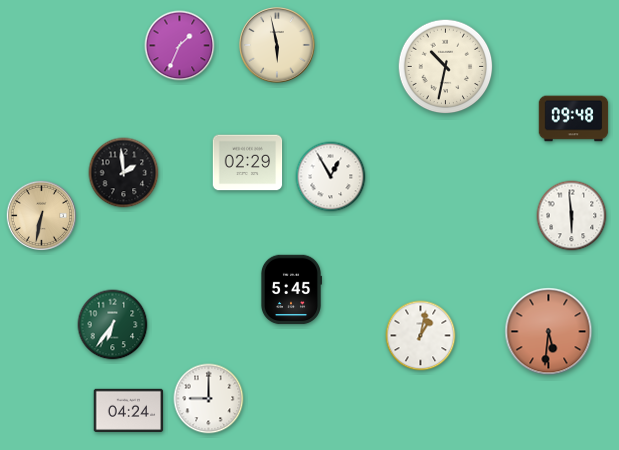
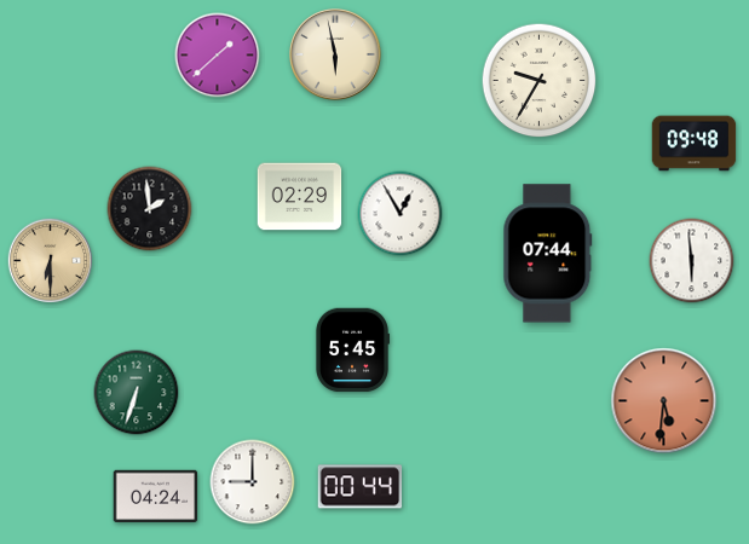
clock at (180, 46): 1:34 -> 1:38
clock at (446, 67): 10:32 -> 9:35
clock at (548, 254): none -> 07:44
clock at (41, 215): 6:32 -> 6:30
clock at (113, 325): 6:36 -> 6:33
clock at (421, 336): 1:02 -> none
clock at (361, 487): none -> 00:44
